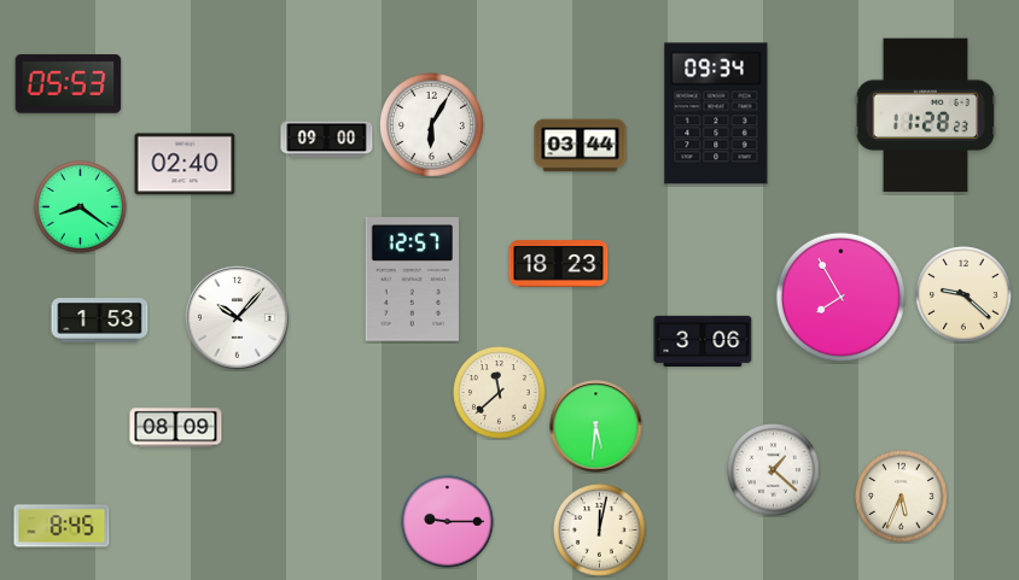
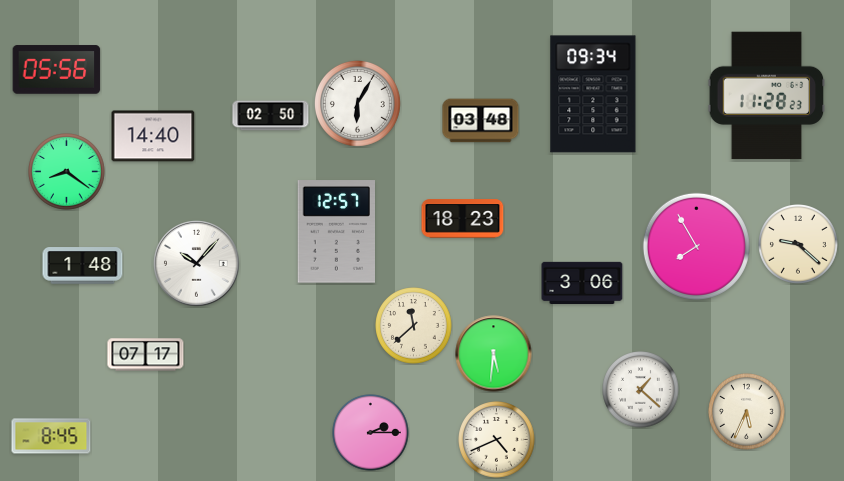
clock at (69, 84): 05:53 -> 05:56
clock at (327, 140): 09:00 -> 02:50
clock at (581, 146): 03:44 -> 03:48
clock at (185, 164): 02:40 -> 14:40
clock at (412, 280) position: (412, 280) -> (336, 232)
clock at (100, 321): 1:53 -> 1:48
clock at (176, 428): 08:09 -> 07:17
clock at (448, 522): 9:15 -> 2:15
clock at (600, 531): 12:02 -> 4:41
